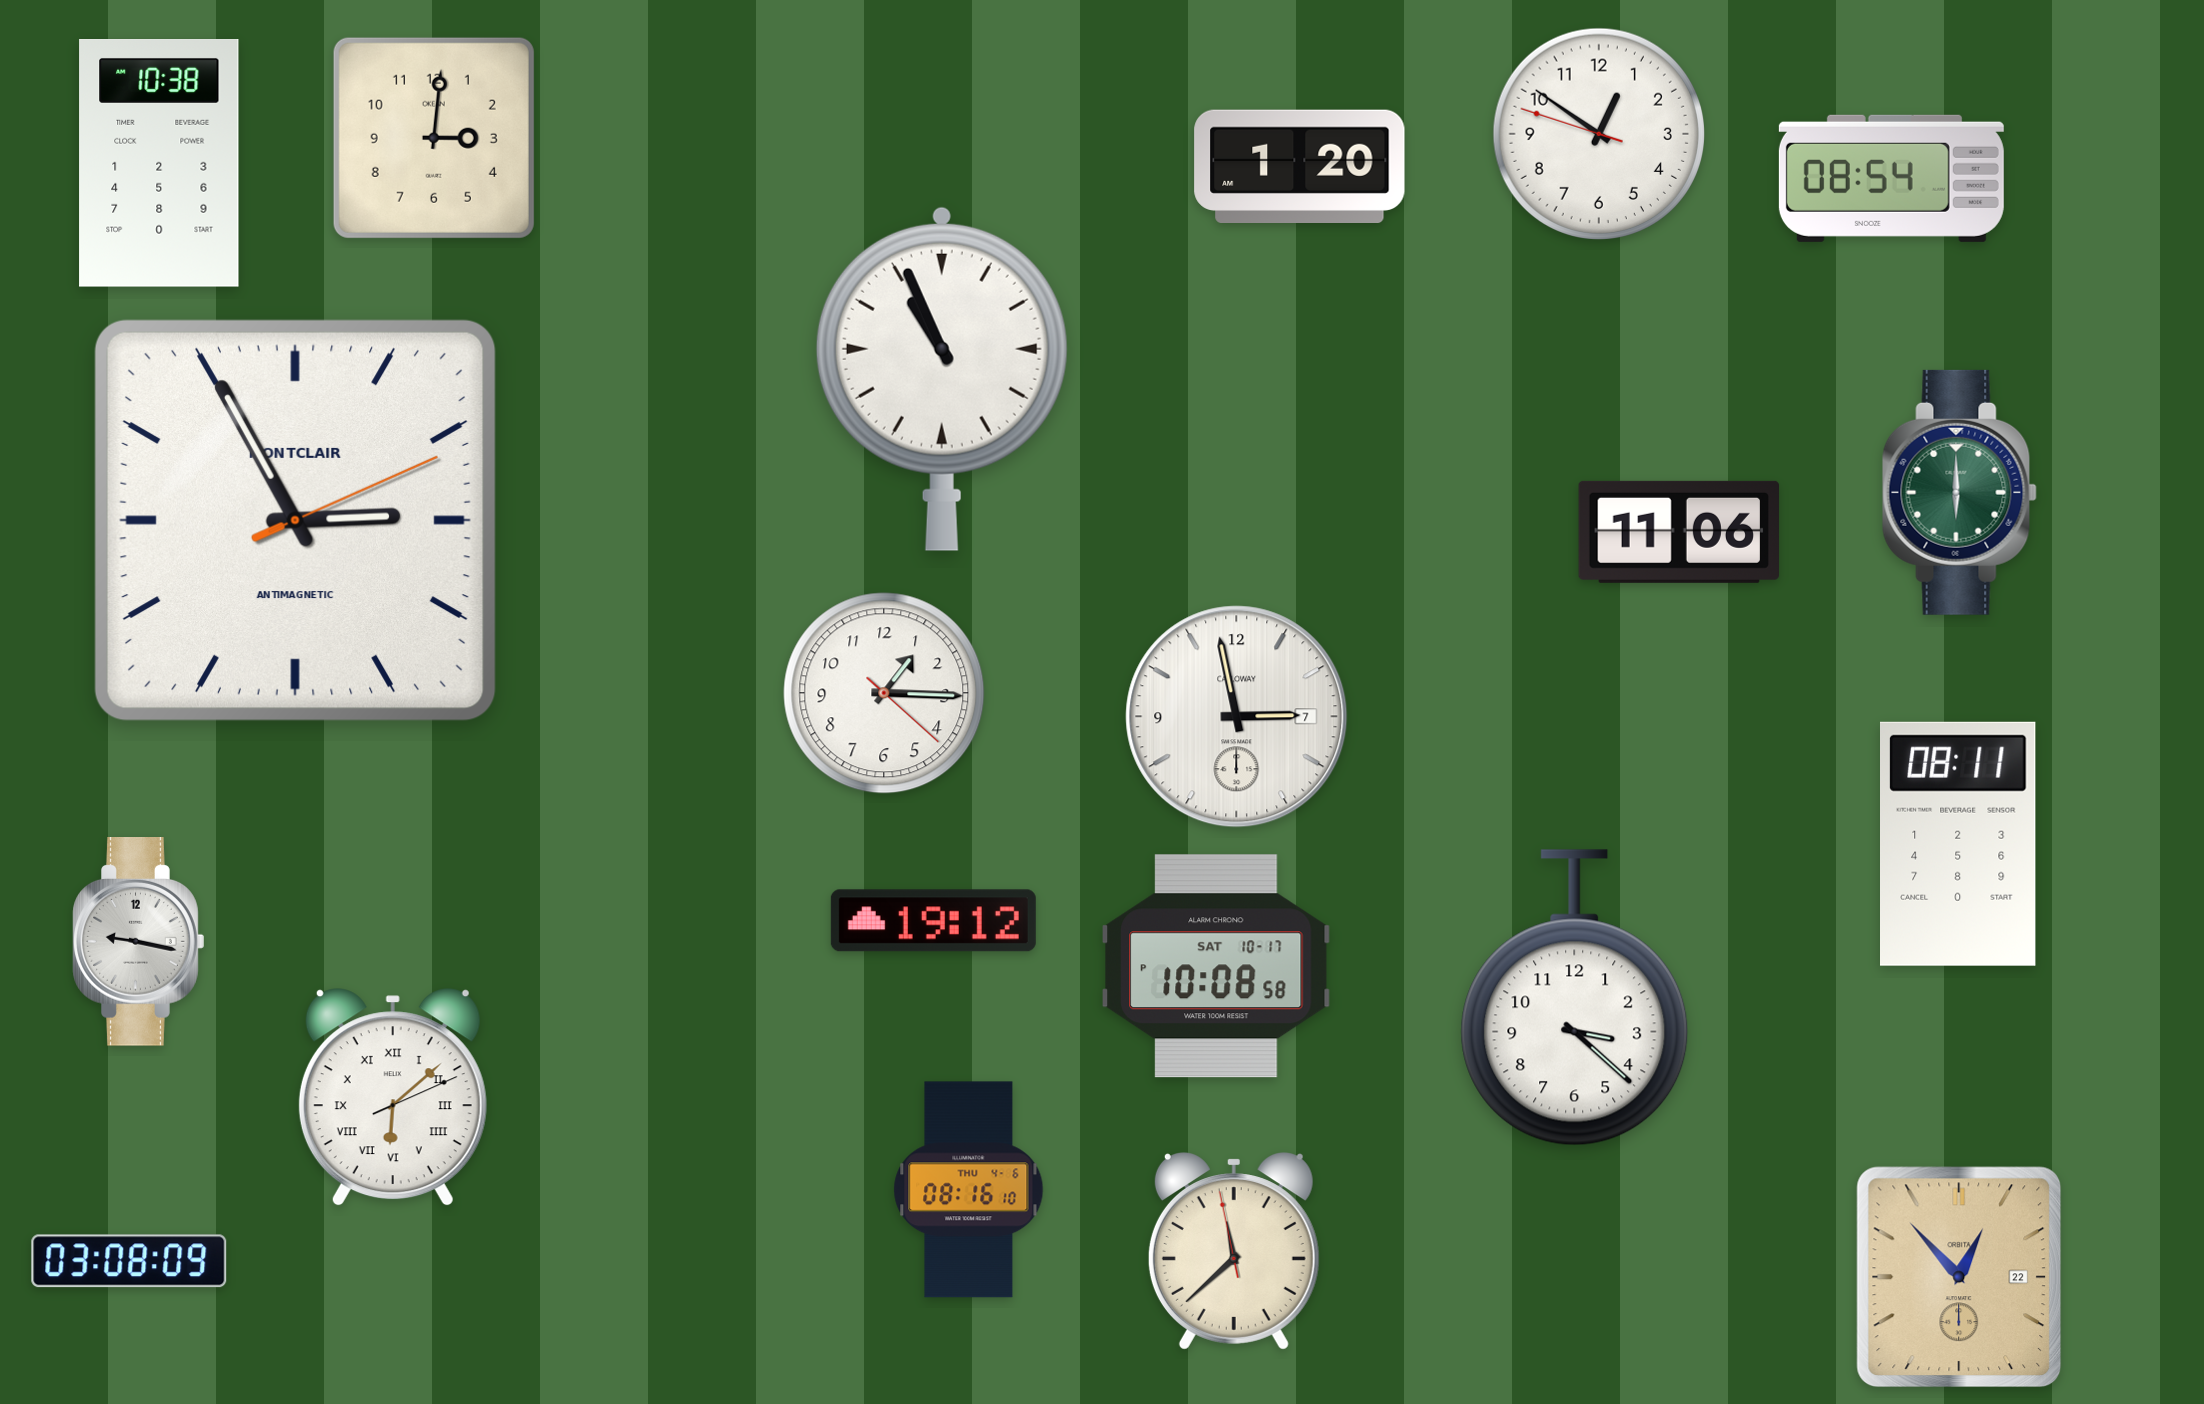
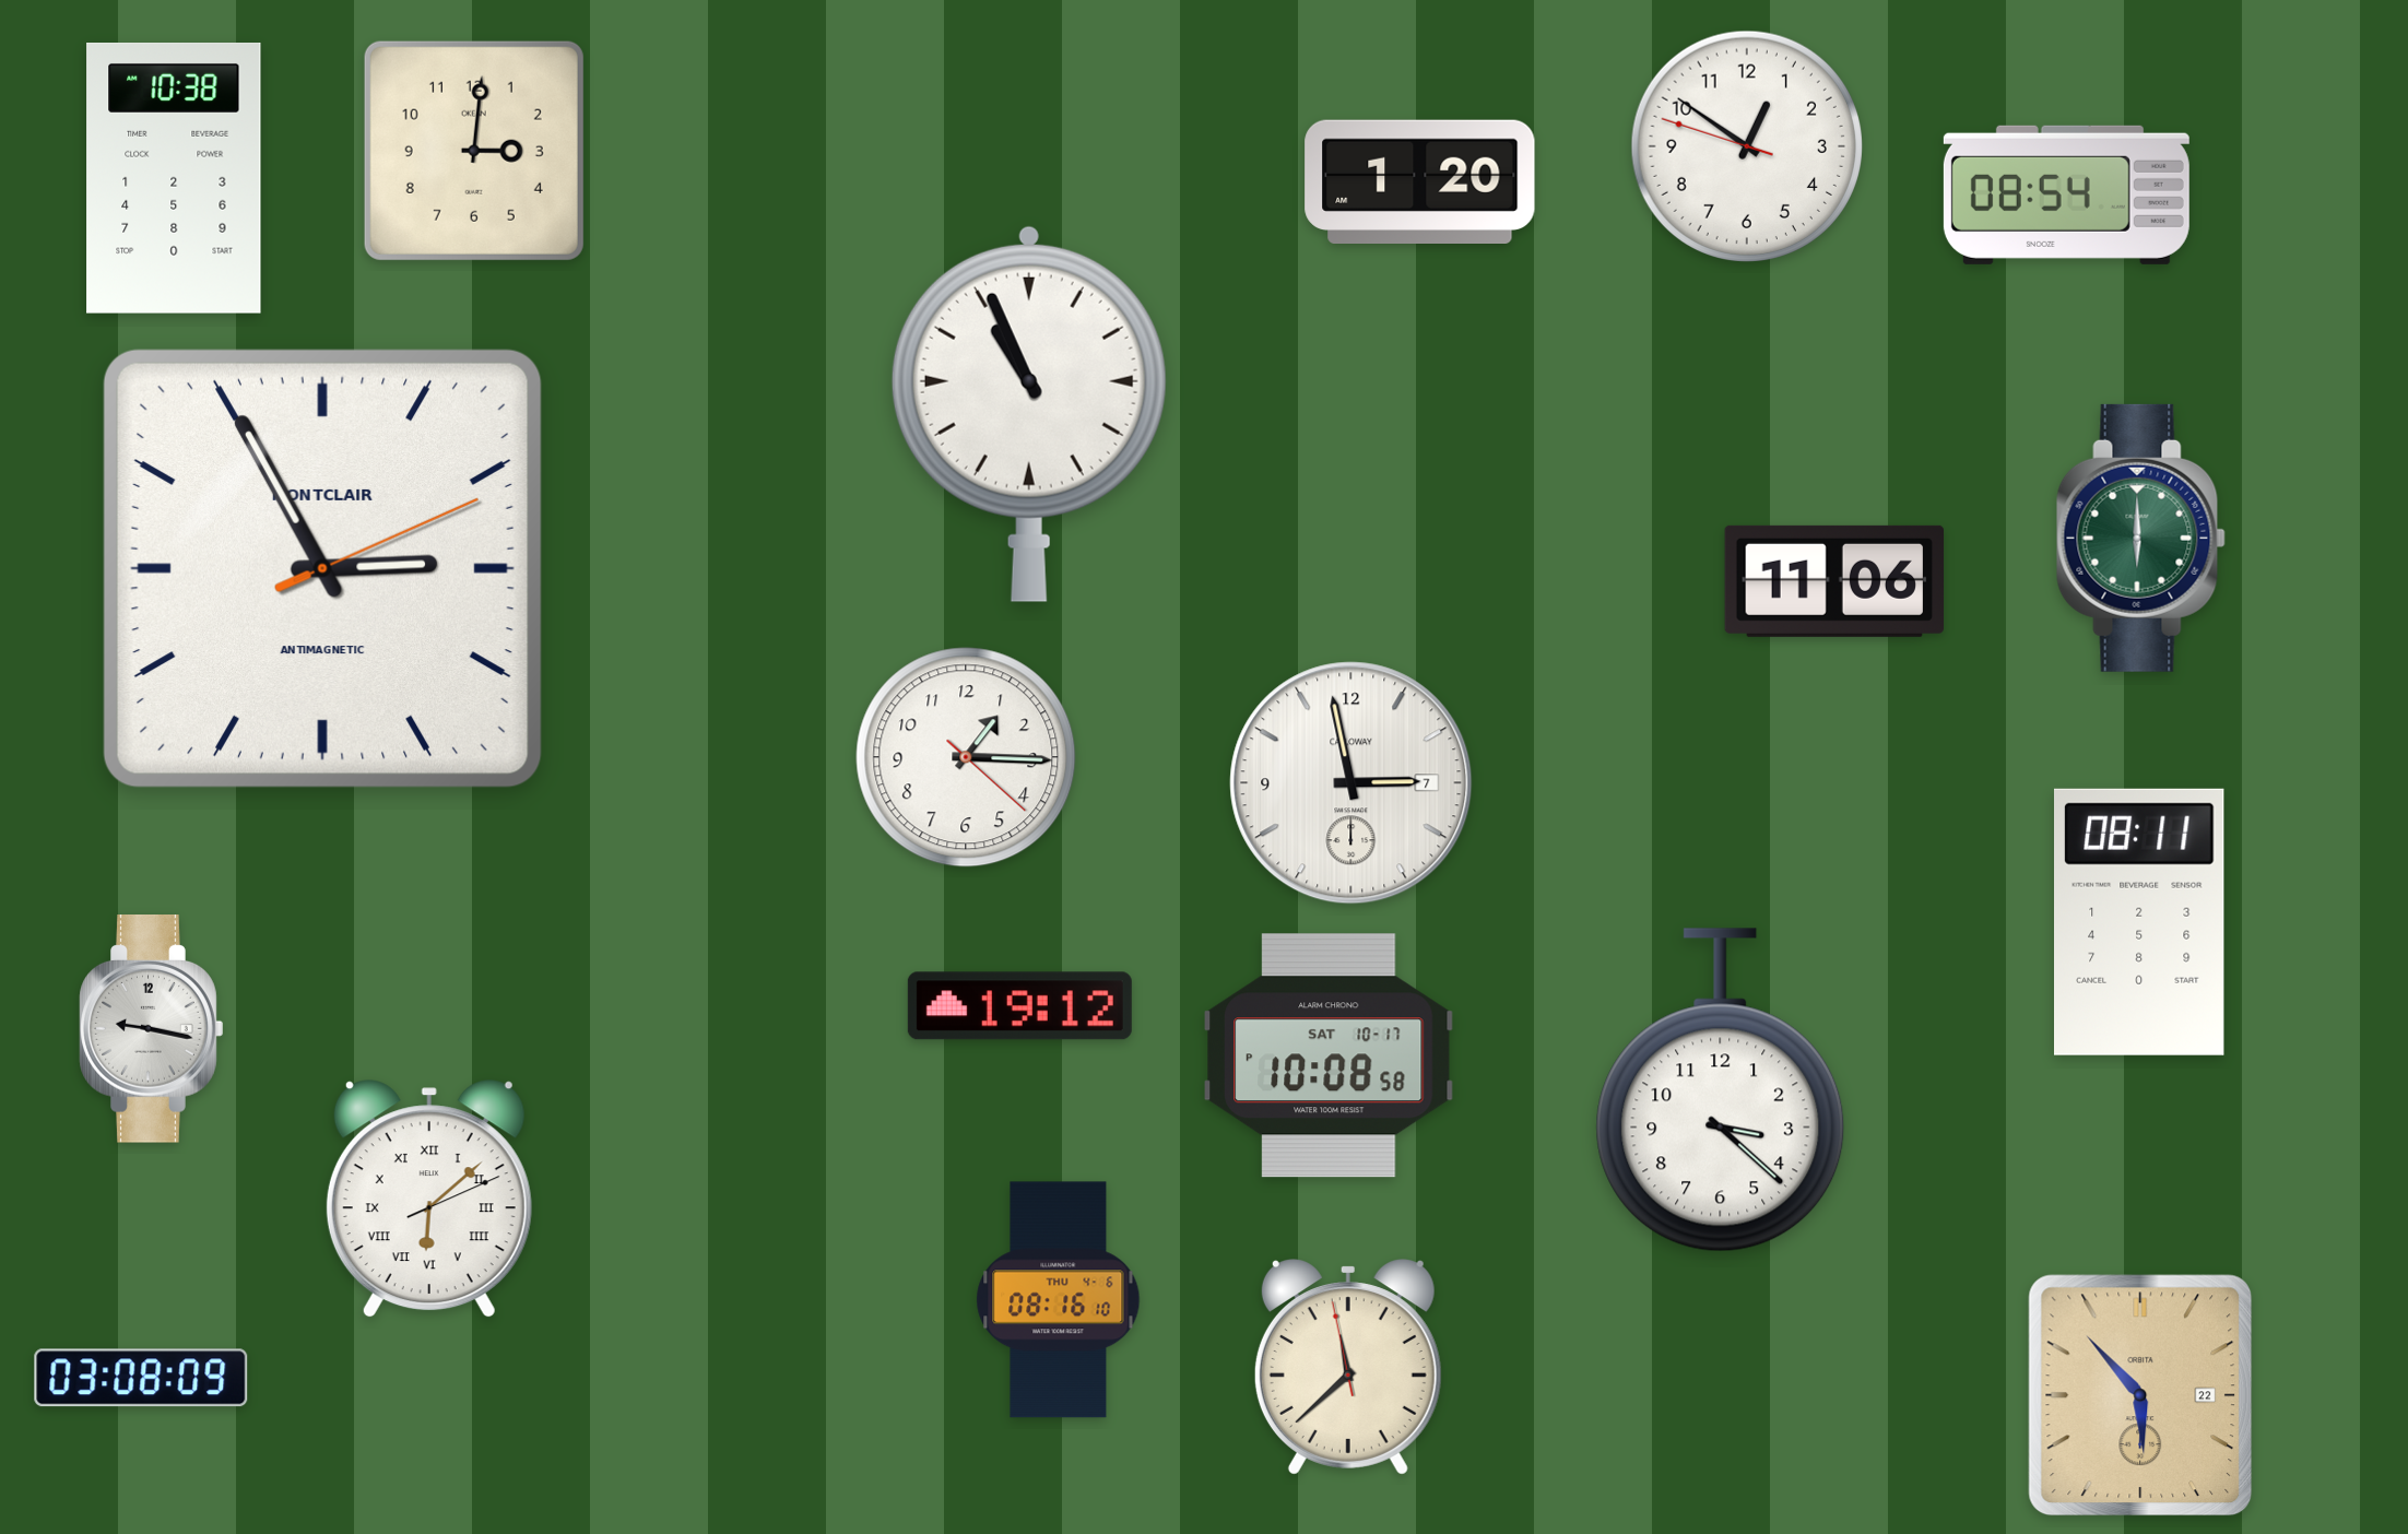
clock at (1959, 1277): 12:53 -> 5:53
